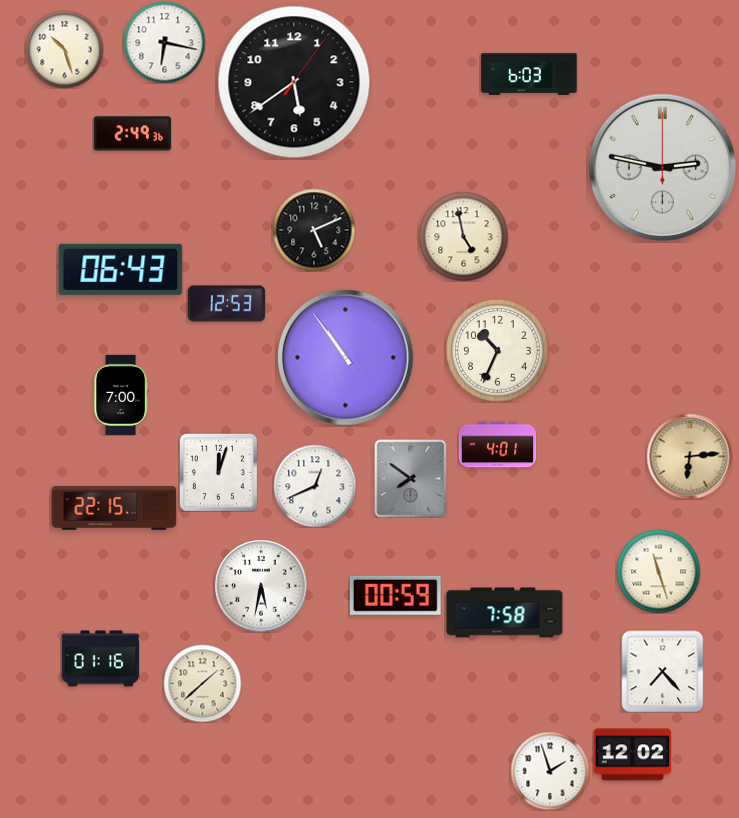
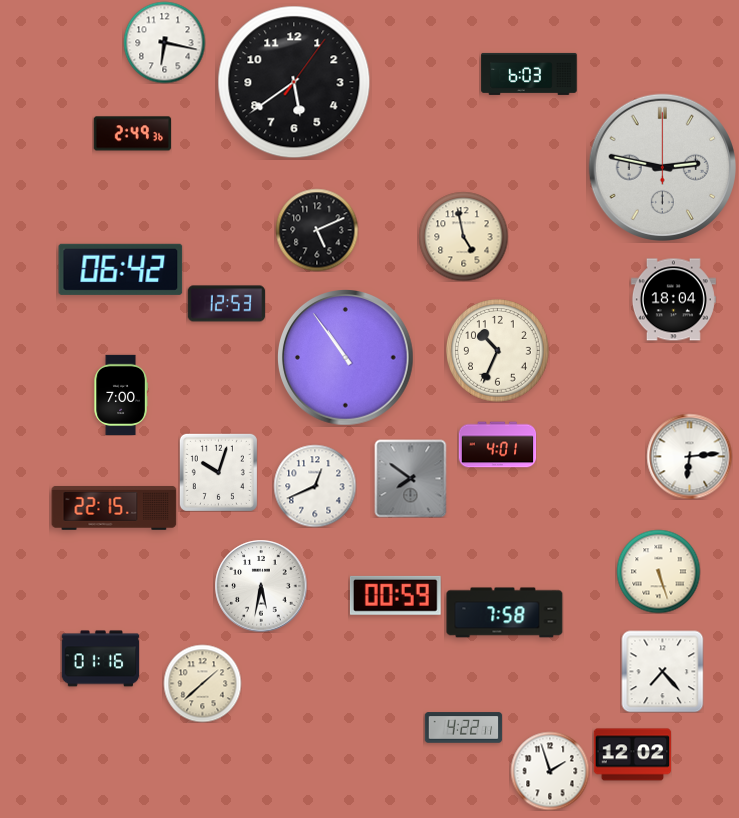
clock at (64, 49): 10:27 -> none
clock at (314, 230) position: (314, 230) -> (317, 230)
clock at (121, 269): 06:43 -> 06:42
clock at (673, 300): none -> 18:04
clock at (689, 456) dial: champagne -> white
clock at (218, 472): 12:03 -> 10:03
clock at (658, 571): 11:27 -> 5:27
clock at (463, 728): none -> 4:22
